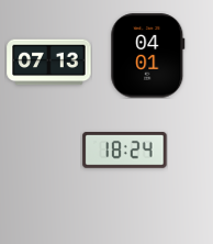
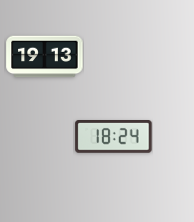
clock at (148, 56): 04:01 -> none
clock at (49, 63): 07:13 -> 19:13
